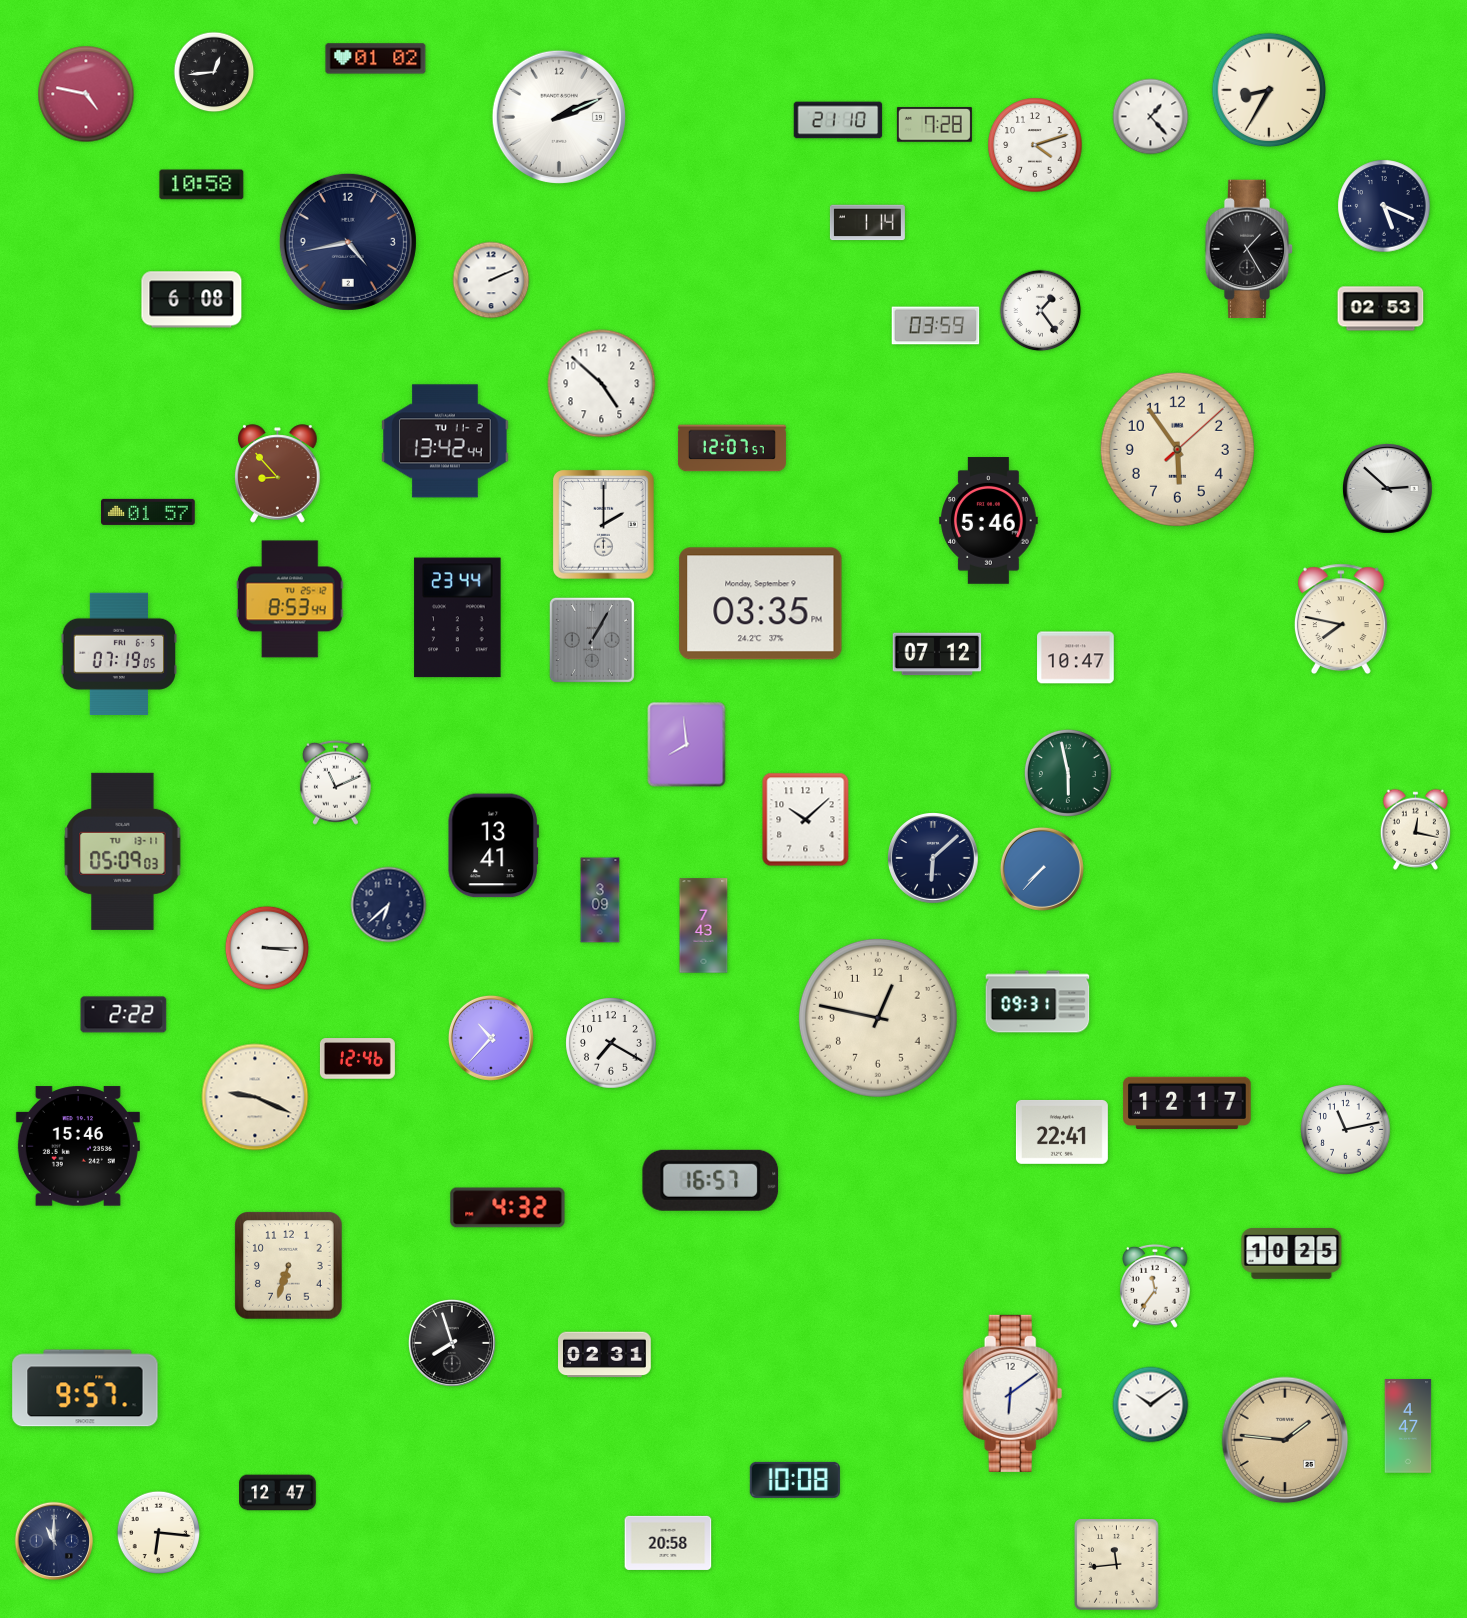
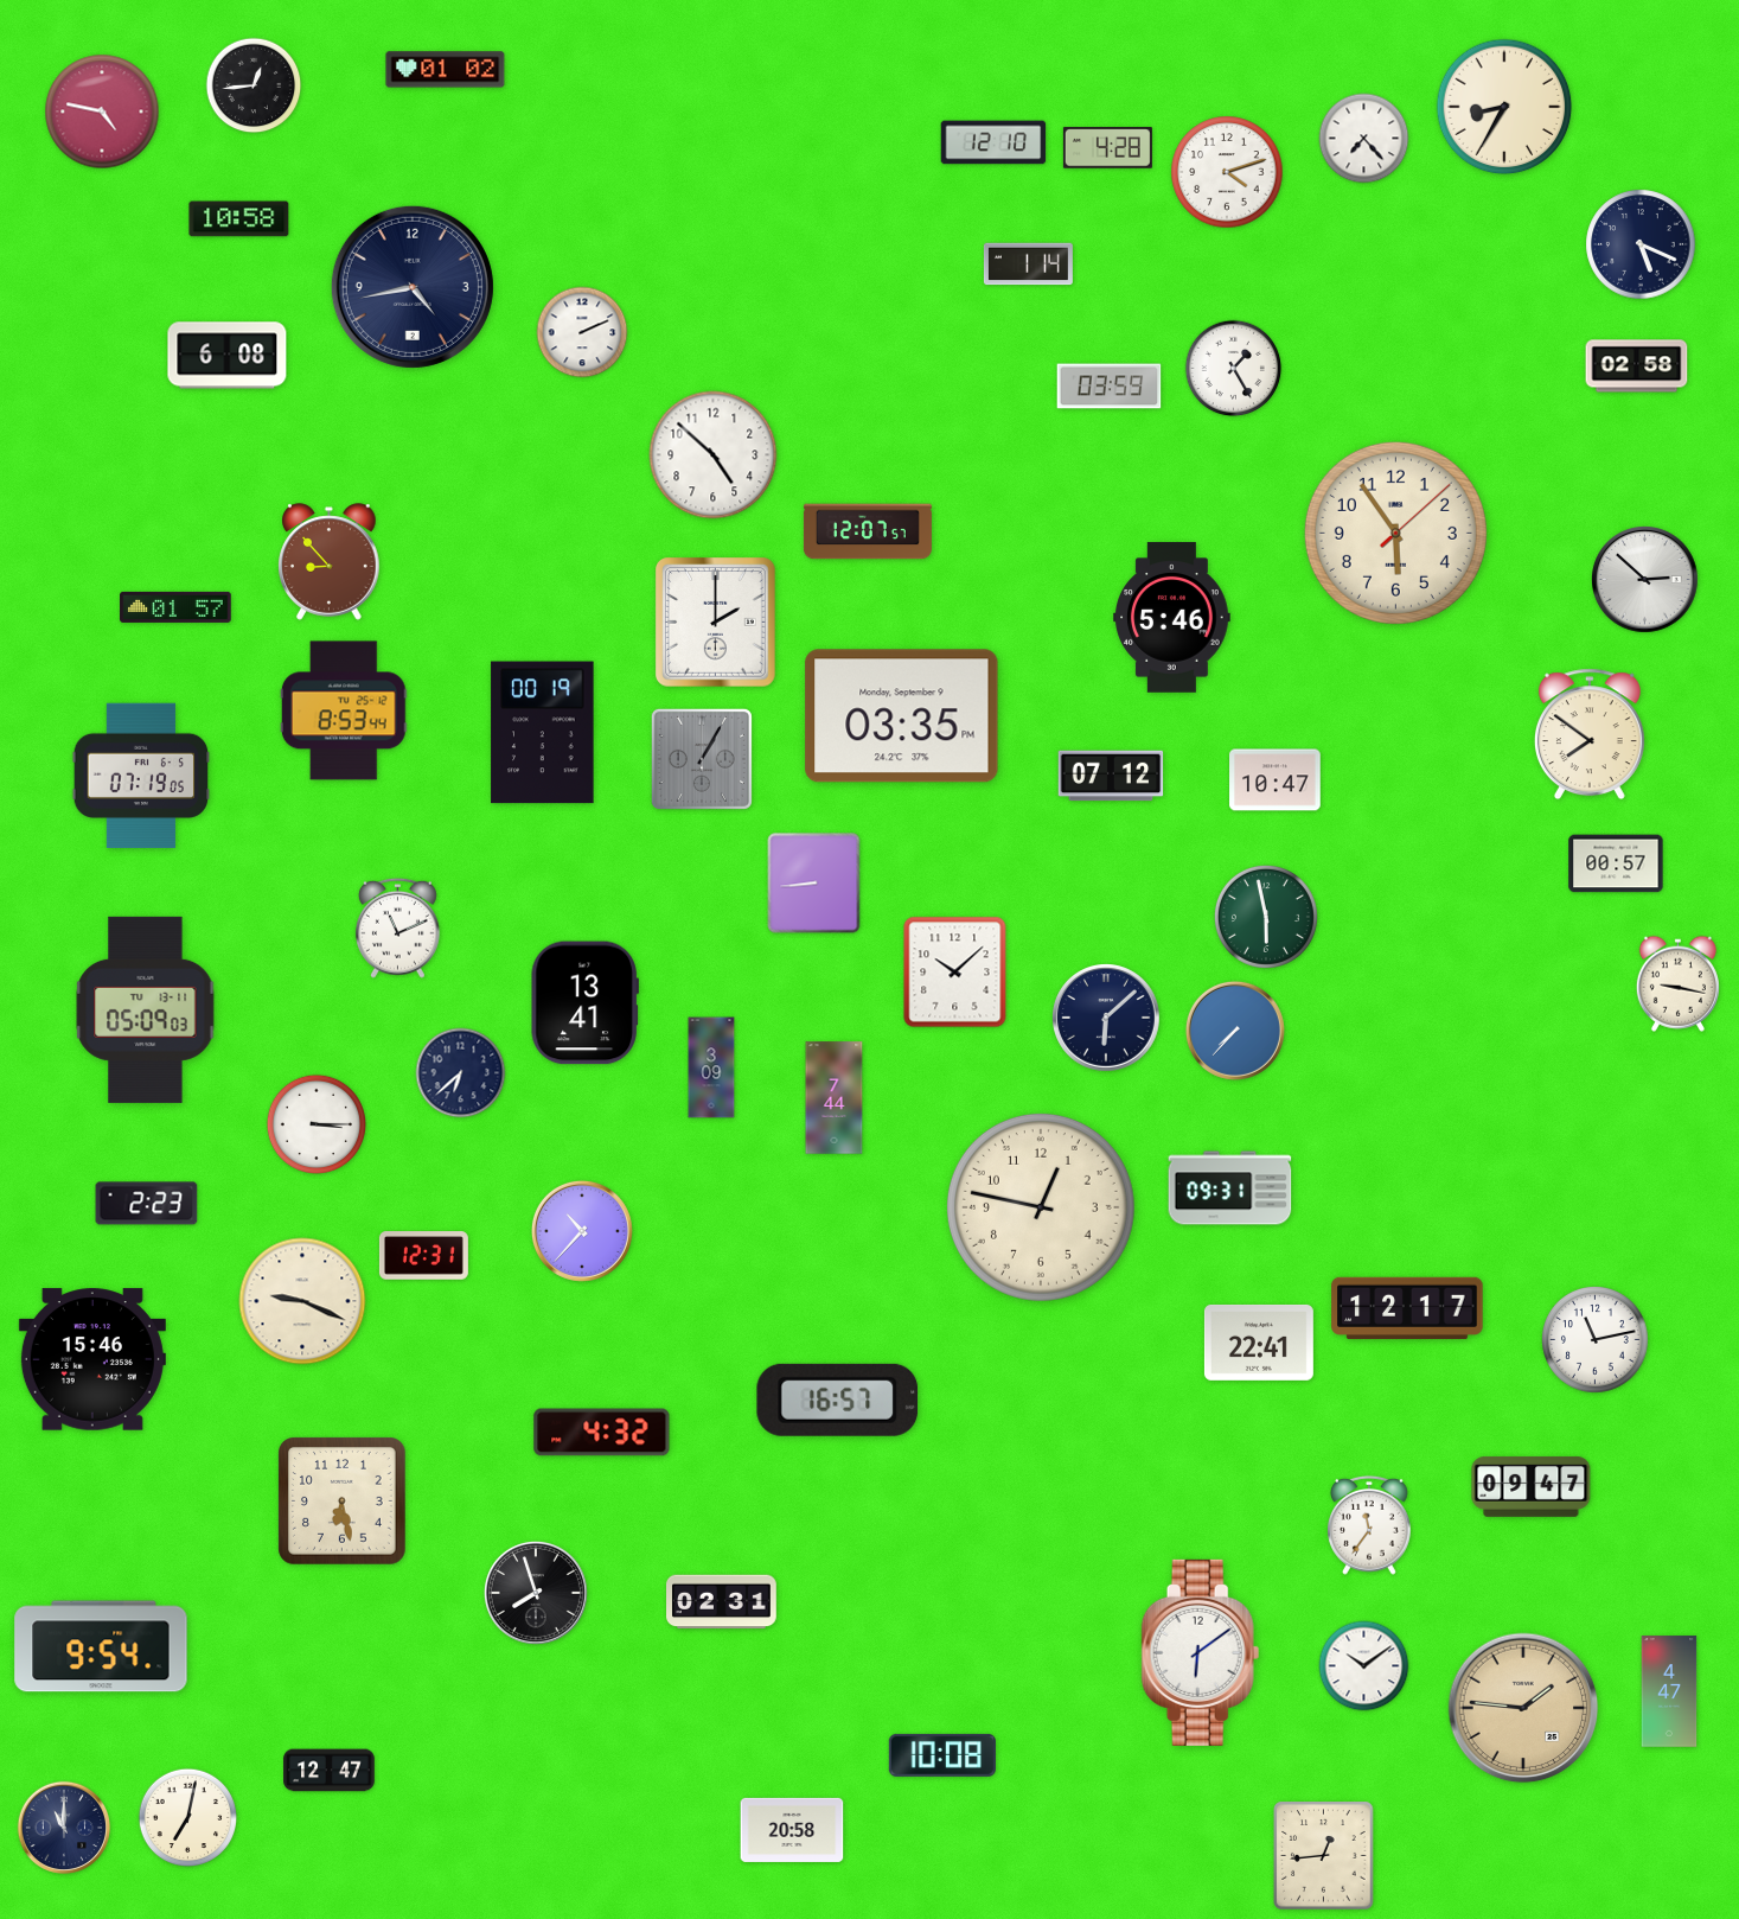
clock at (559, 117): 2:11 -> none
clock at (1151, 117): 1:23 -> 7:23
clock at (838, 120): 21:10 -> 12:10
clock at (934, 125): 7:28 -> 4:28
clock at (1249, 249): 1:25 -> none
clock at (1381, 309): 02:53 -> 02:58
clock at (1041, 311): 1:24 -> 1:25
clock at (445, 441): 13:42 -> none
clock at (458, 618): 23:44 -> 00:19
clock at (1341, 619): 7:47 -> 7:51
clock at (1616, 863): none -> 00:57
clock at (687, 745): 7:59 -> 8:44
clock at (1415, 829): 12:17 -> 9:17
clock at (704, 926): 7:43 -> 7:44
clock at (124, 1015): 2:22 -> 2:23
clock at (611, 1043): 7:20 -> none
clock at (357, 1059): 12:46 -> 12:31
clock at (711, 1180) position: (711, 1180) -> (838, 1400)
clock at (1292, 1253): 10:25 -> 09:47
clock at (289, 1266): 6:33 -> 6:28
clock at (605, 1355) position: (605, 1355) -> (722, 1602)
clock at (85, 1388): 9:57 -> 9:54
clock at (158, 1532): 6:16 -> 7:02
clock at (1117, 1565): 11:44 -> 12:44
